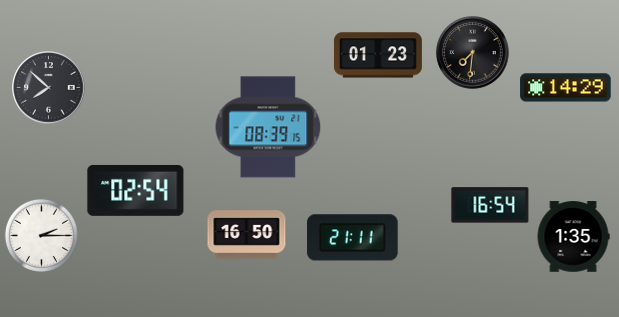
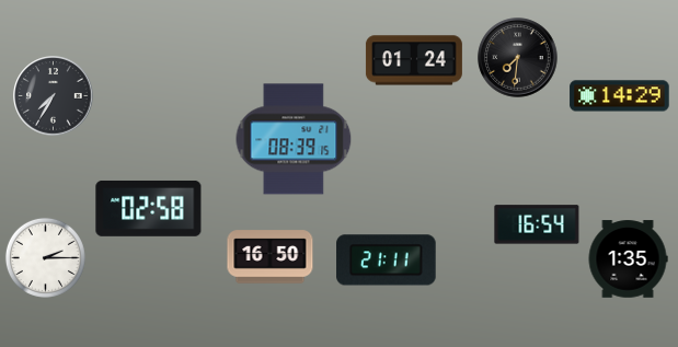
clock at (378, 55): 01:23 -> 01:24
clock at (49, 88): 7:52 -> 7:35
clock at (136, 190): 02:54 -> 02:58
